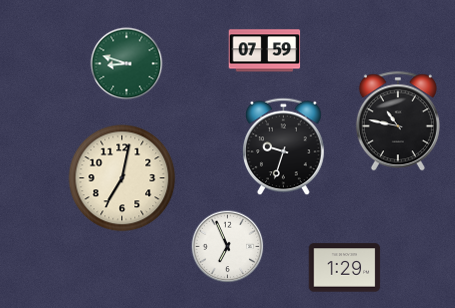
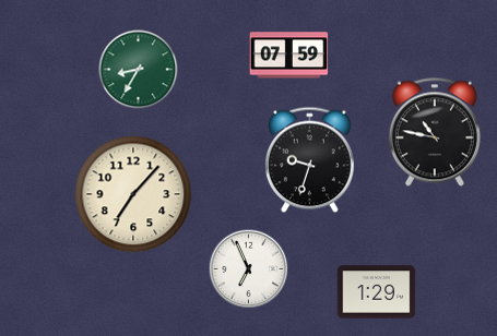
clock at (127, 64): 8:48 -> 8:35
clock at (122, 178): 7:02 -> 7:07
